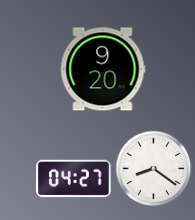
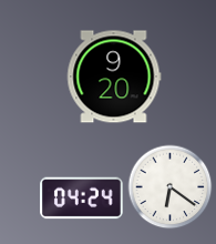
clock at (154, 169): 8:21 -> 6:21
clock at (74, 179): 04:27 -> 04:24
